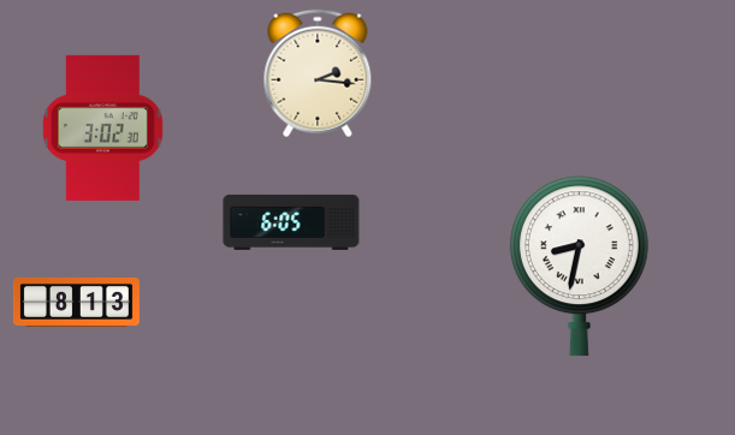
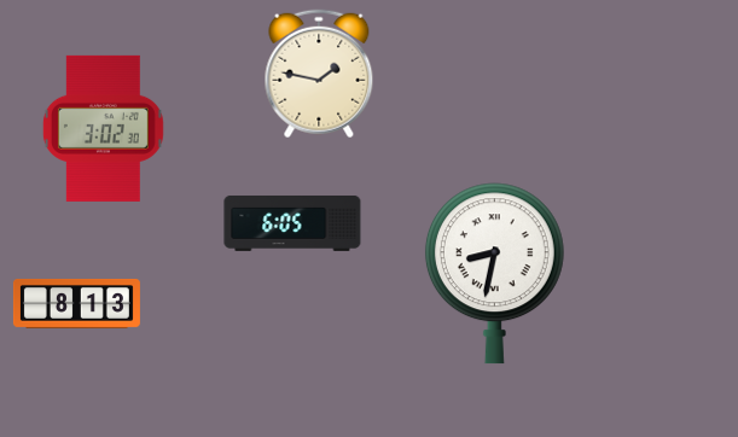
clock at (318, 73): 2:16 -> 1:47
clock at (579, 267) position: (579, 267) -> (494, 274)
